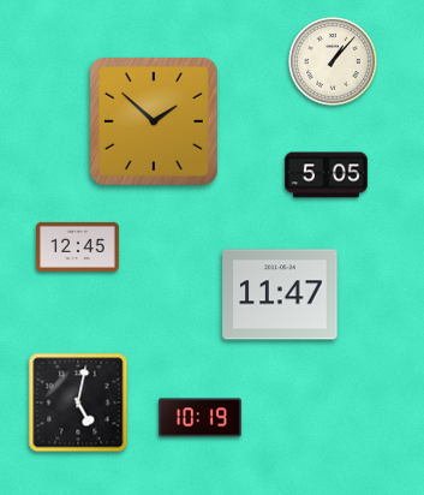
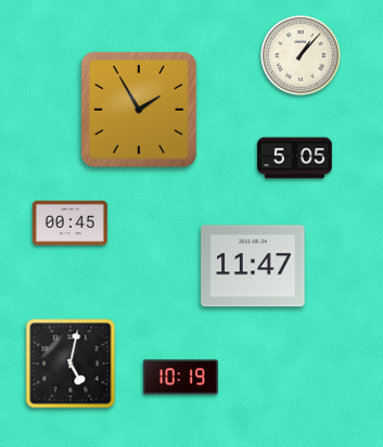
clock at (154, 121): 1:52 -> 1:55
clock at (77, 246): 12:45 -> 00:45
